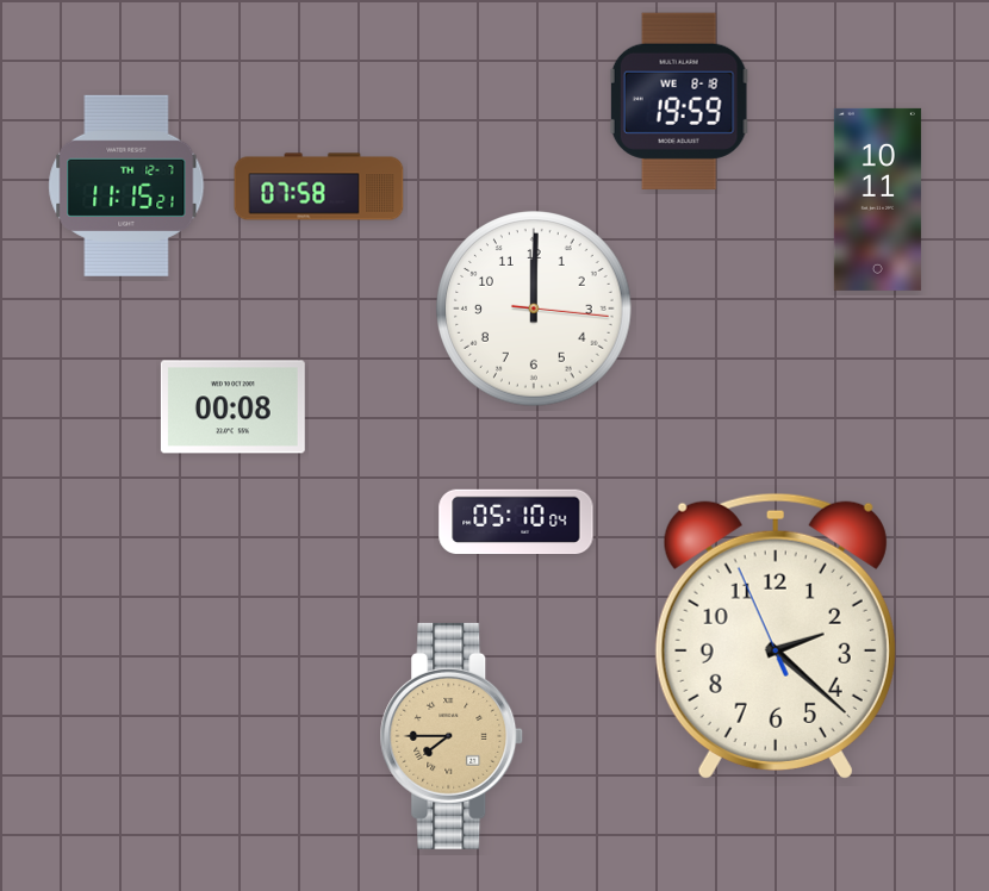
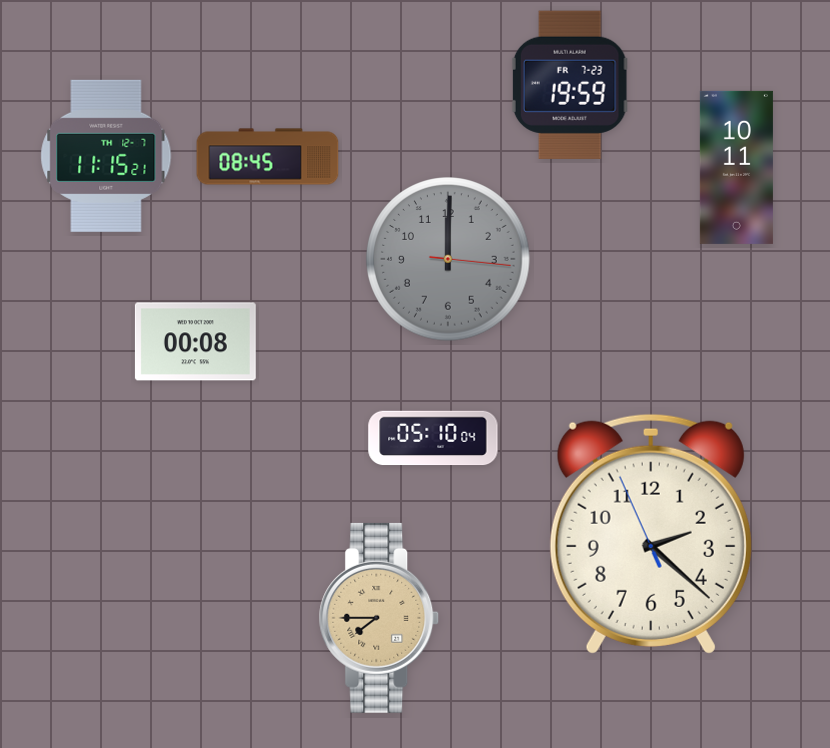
clock at (679, 101) date: WE 8-18 -> FR 7-23
clock at (319, 187): 07:58 -> 08:45
clock at (534, 309) dial: white -> grey
